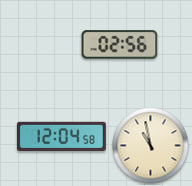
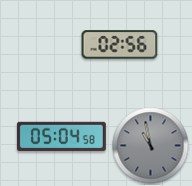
clock at (61, 136): 12:04 -> 05:04
clock at (151, 146) dial: cream -> grey
